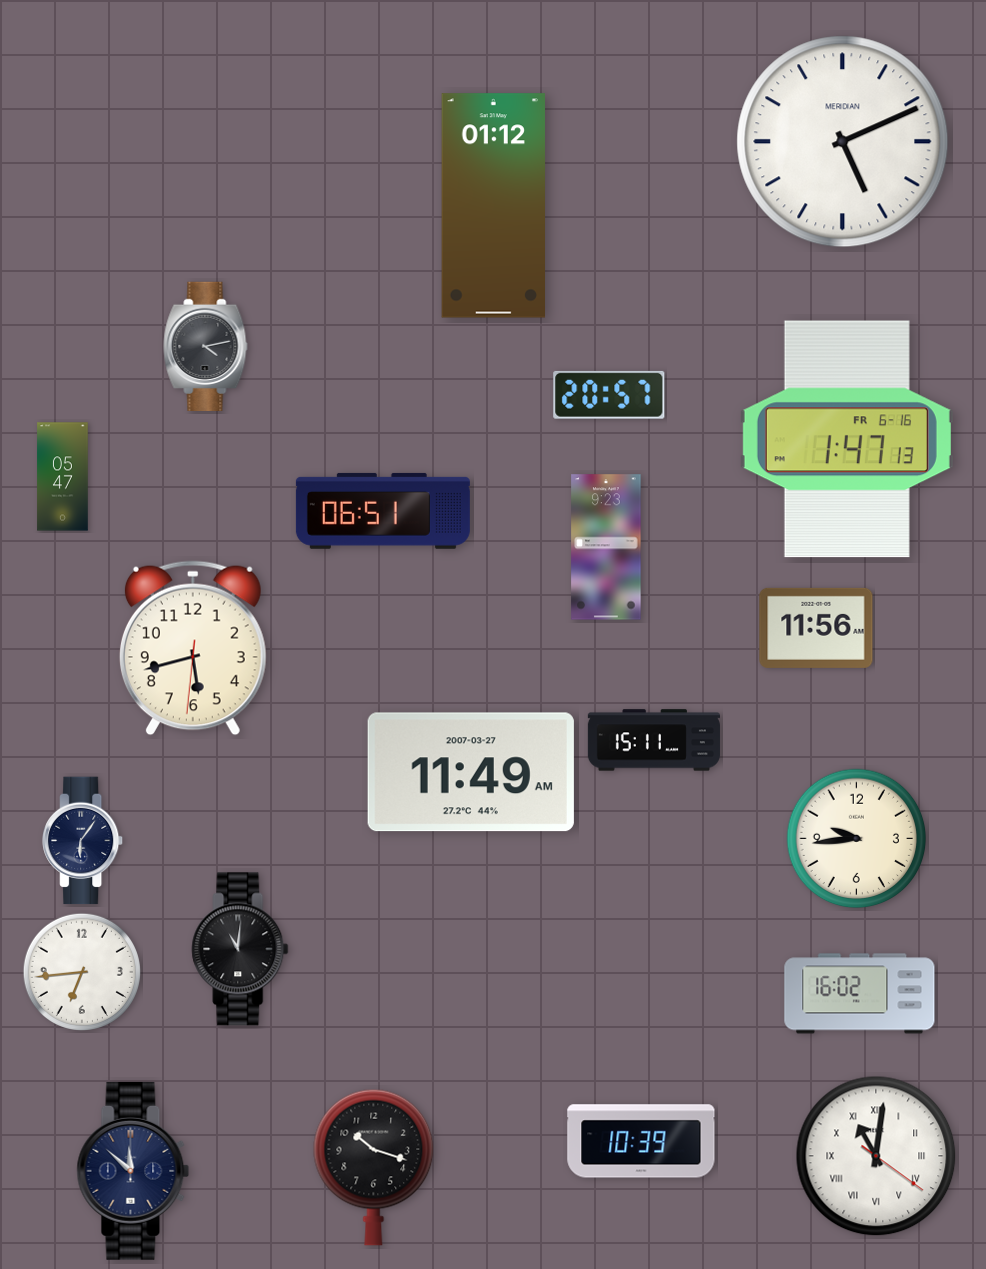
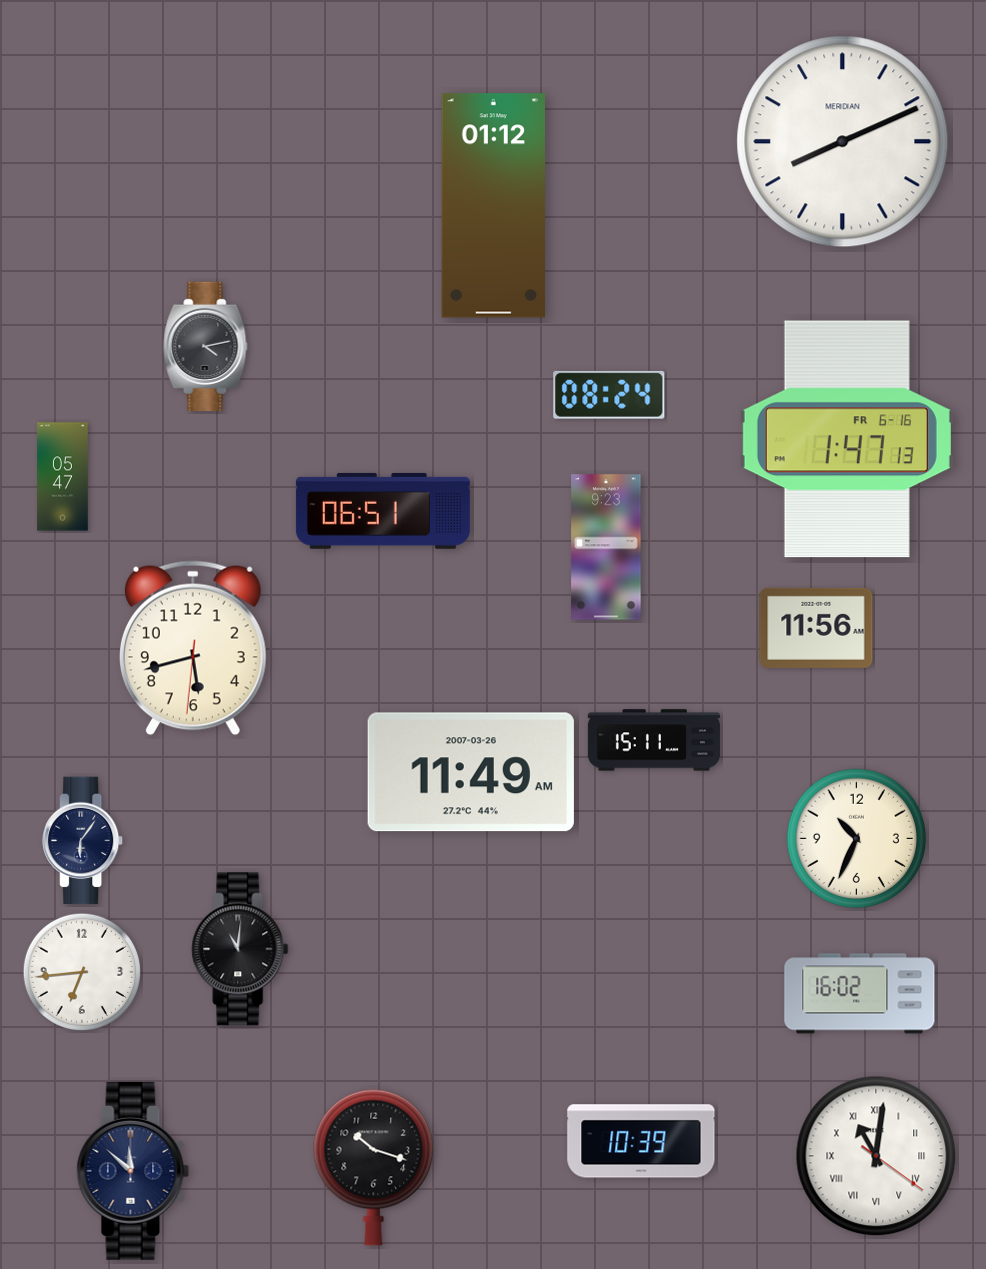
clock at (843, 142): 5:11 -> 8:11
clock at (609, 395): 20:57 -> 08:24
clock at (471, 772) date: 2007-03-27 -> 2007-03-26
clock at (857, 839): 9:44 -> 10:34
